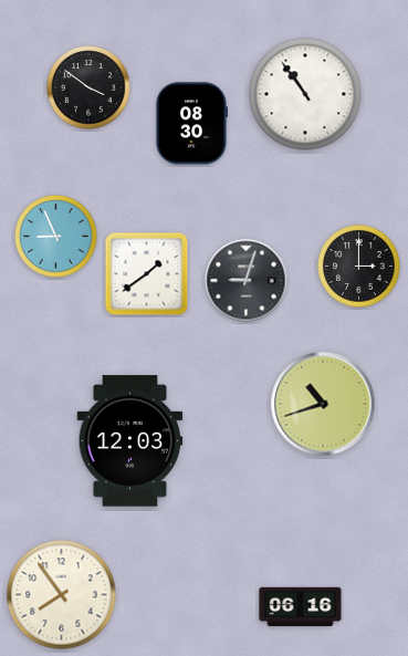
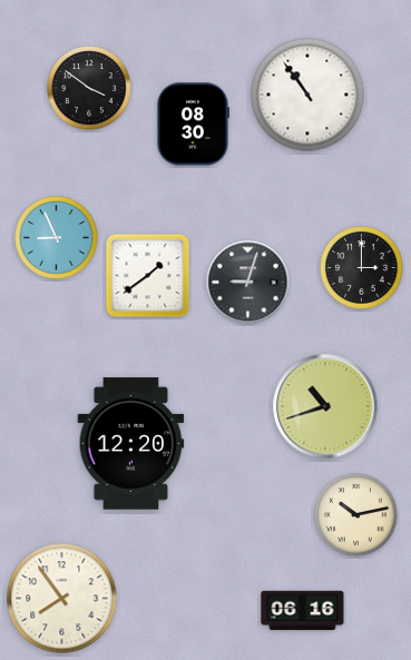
clock at (130, 441): 12:03 -> 12:20
clock at (356, 515): none -> 10:13
